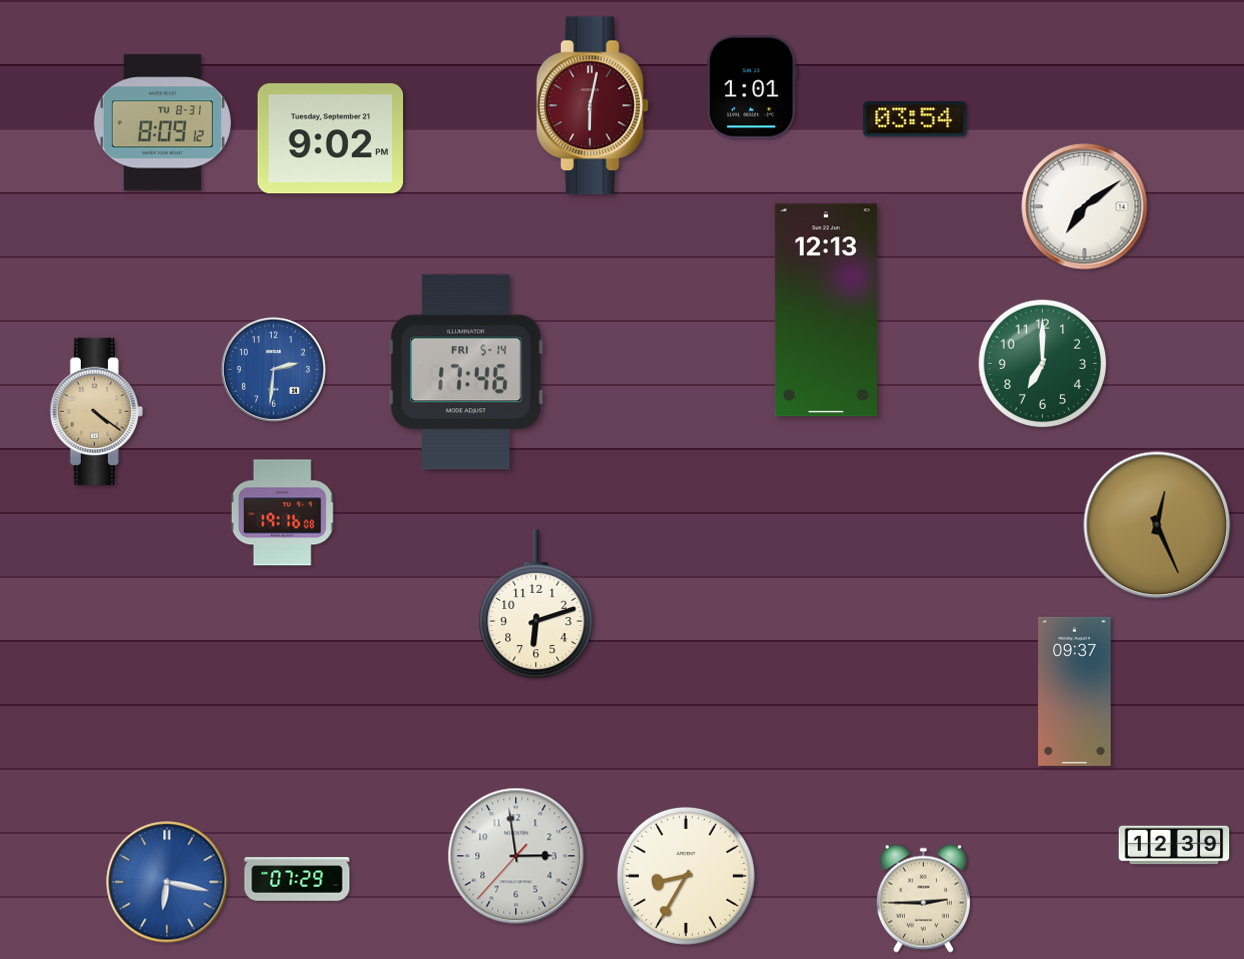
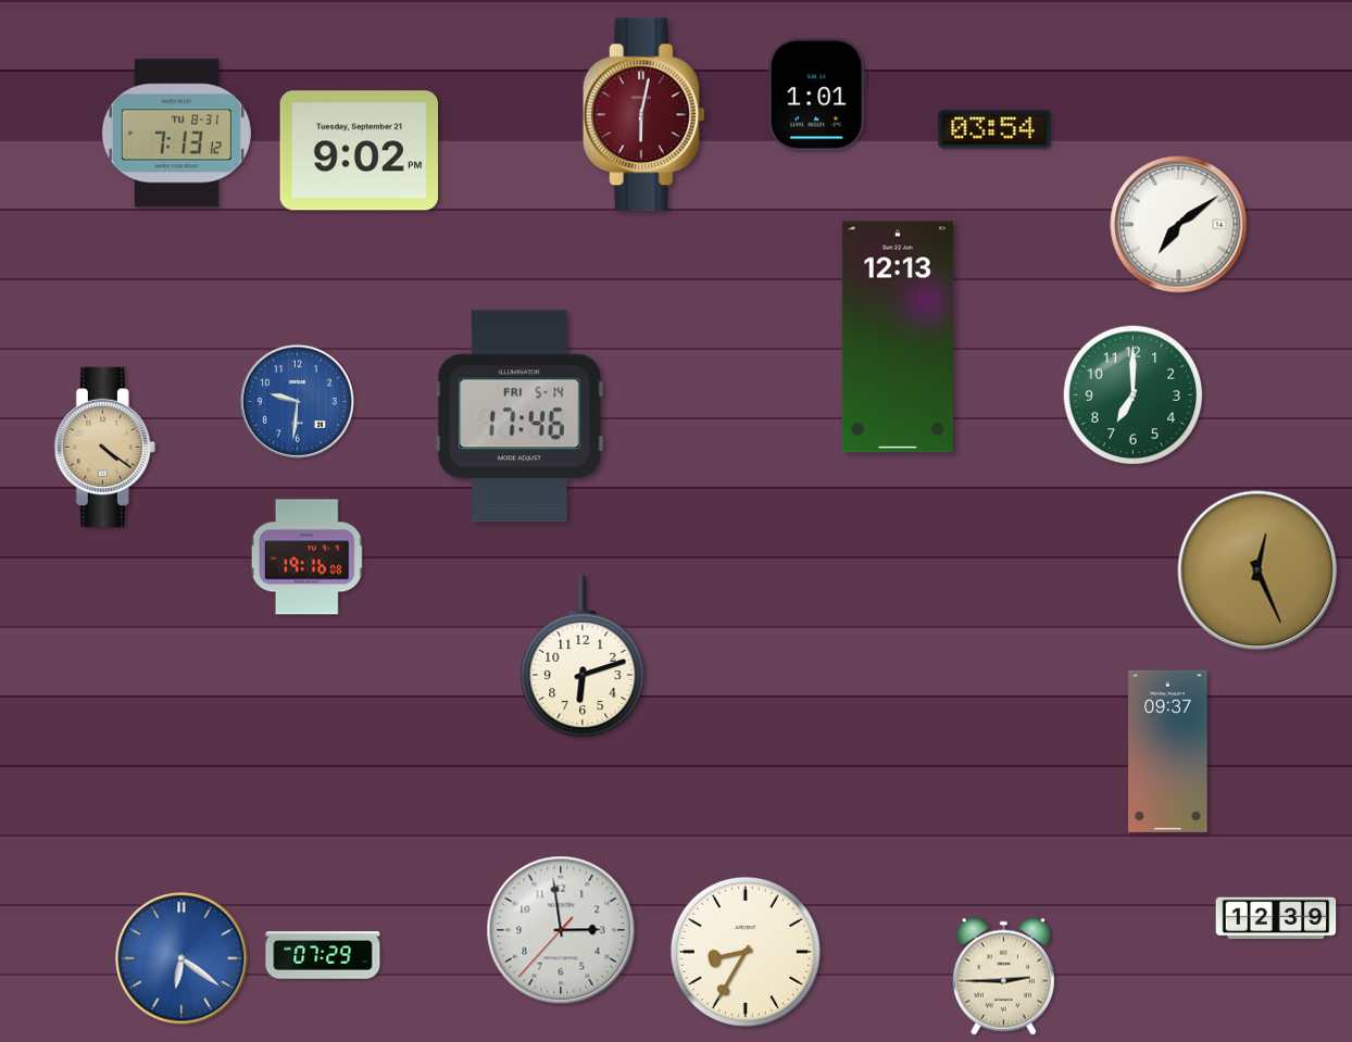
clock at (162, 123): 8:09 -> 7:13
clock at (273, 369): 2:31 -> 9:31
clock at (466, 372) position: (466, 372) -> (519, 416)
clock at (167, 882): 6:17 -> 6:21
